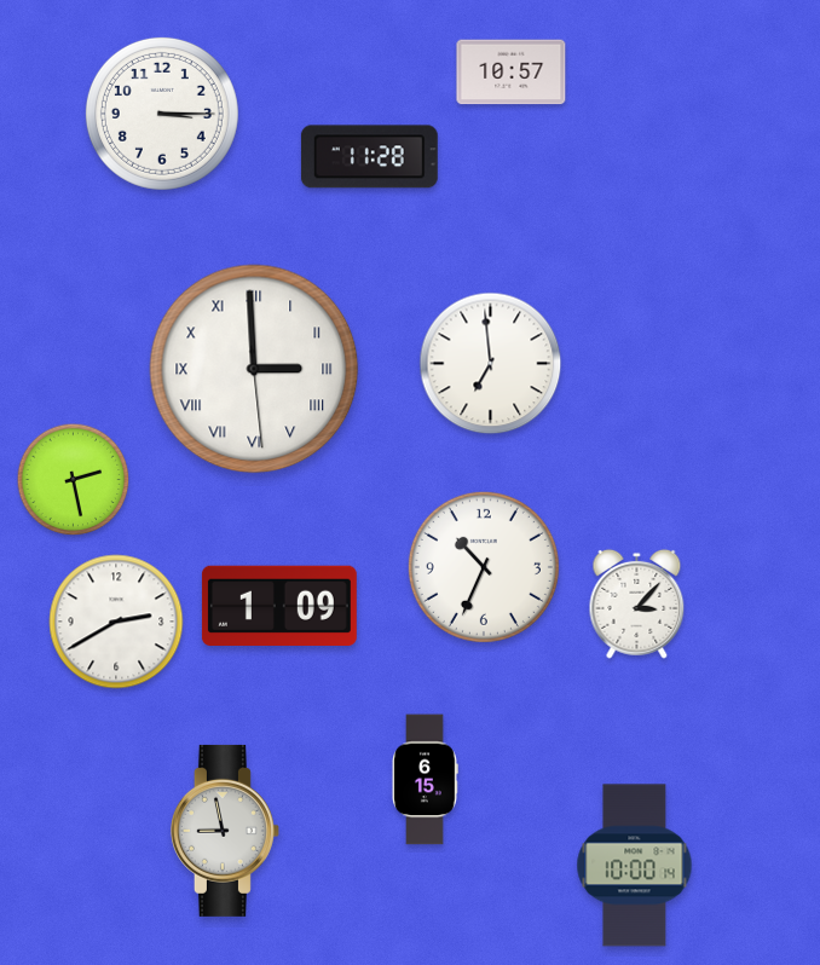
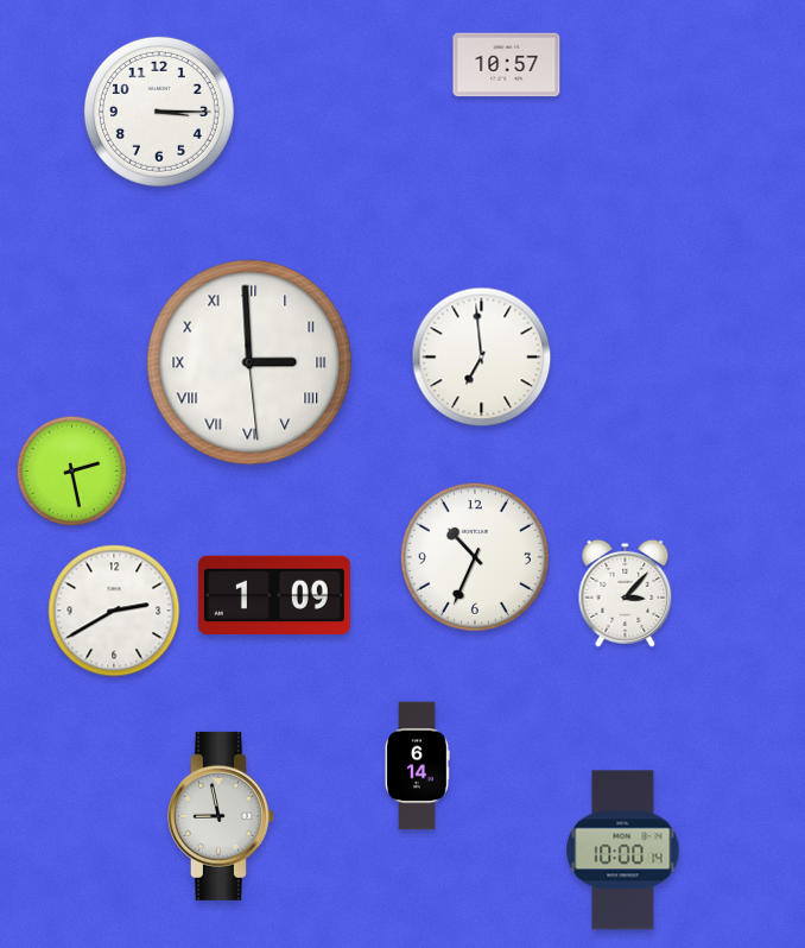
clock at (512, 73) position: (512, 73) -> (507, 65)
clock at (369, 157): 11:28 -> none
clock at (425, 780): 6:15 -> 6:14
